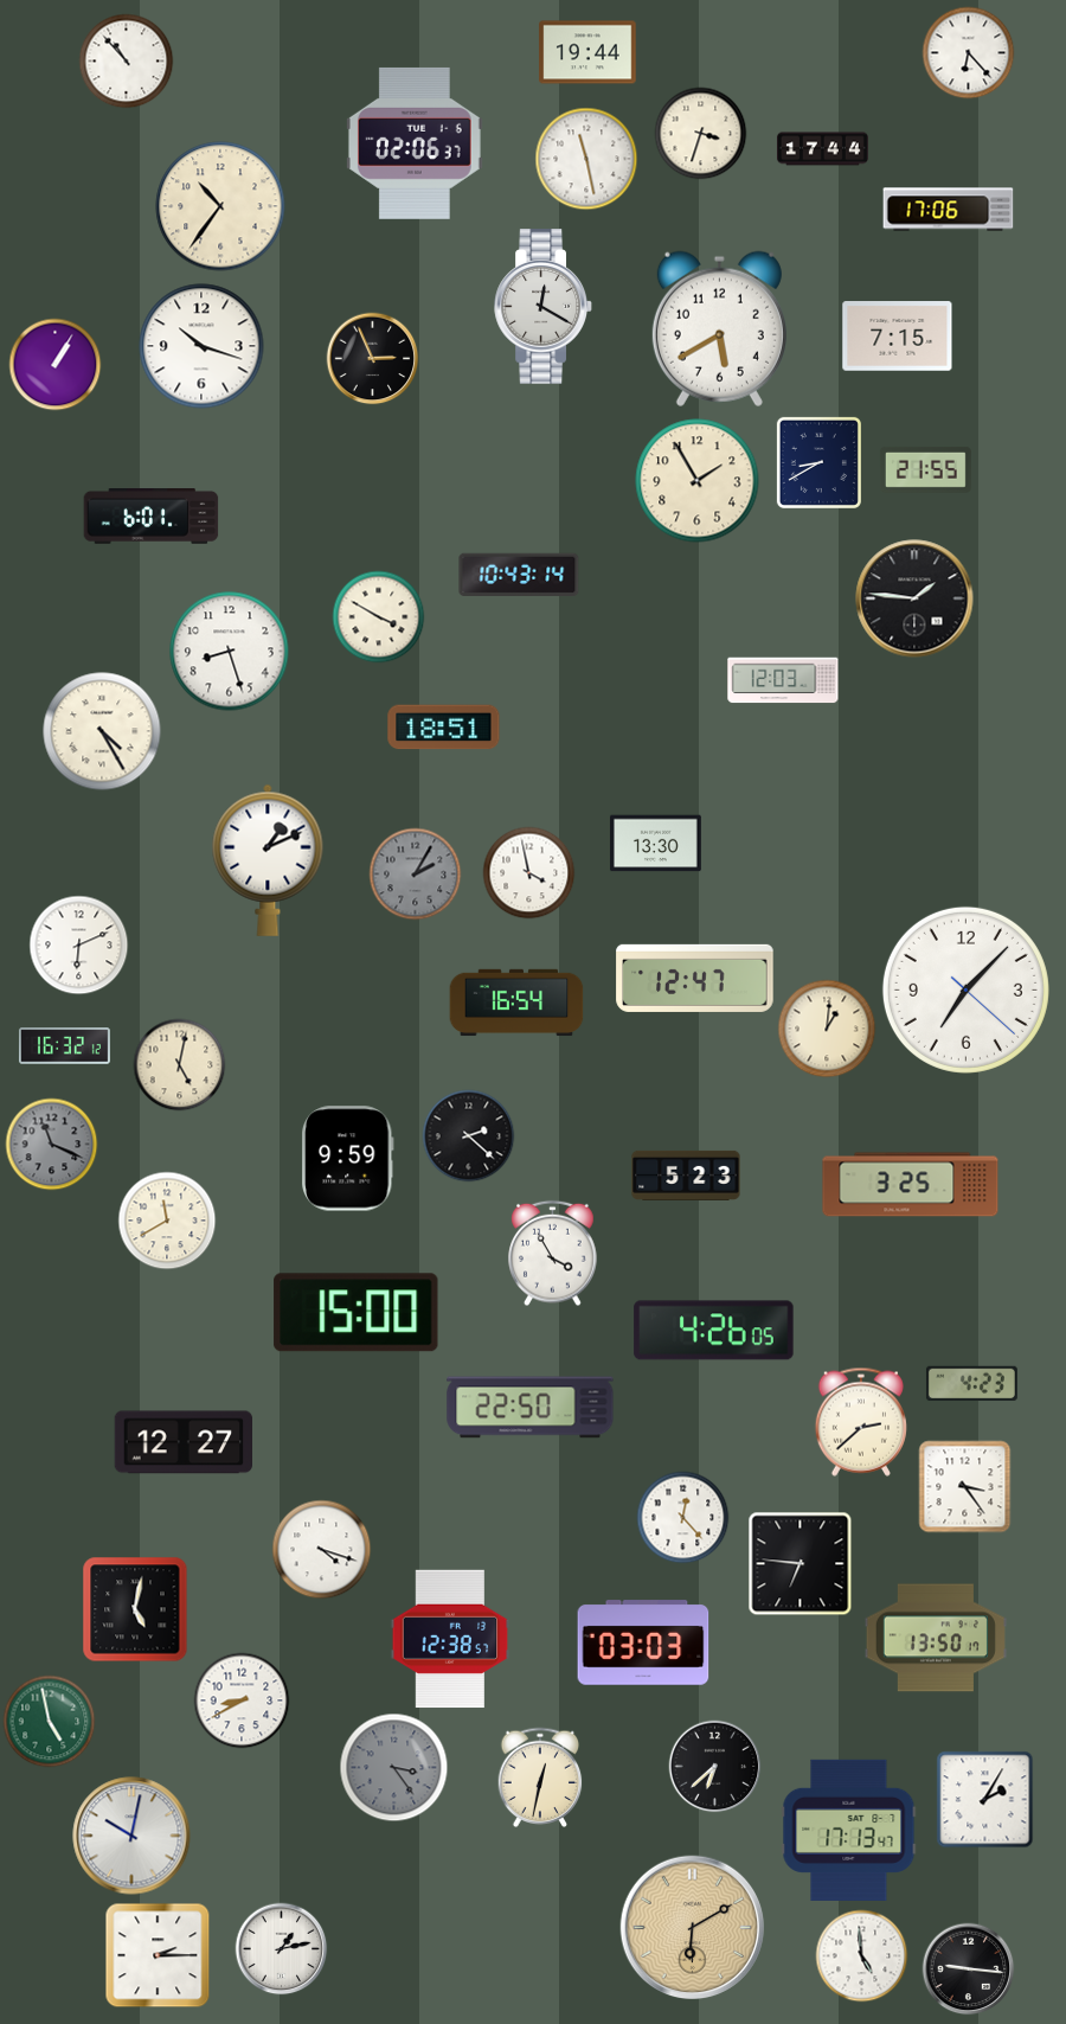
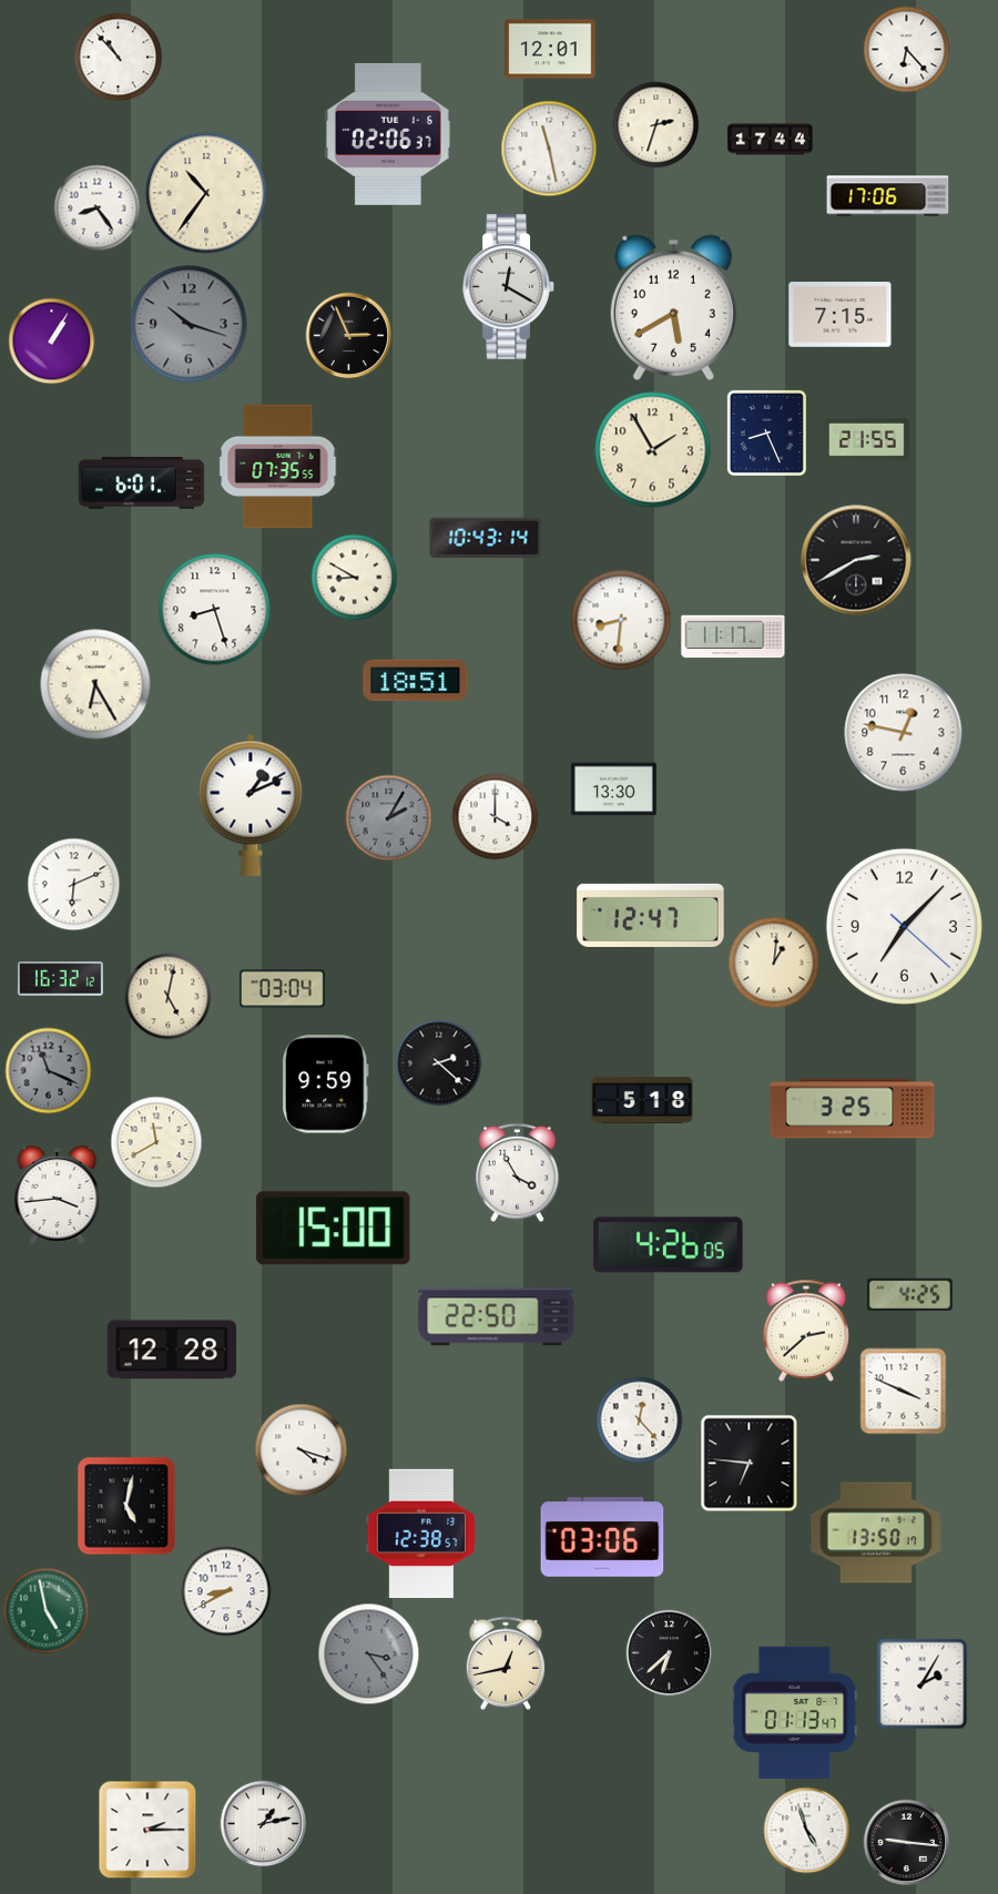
clock at (587, 52): 19:44 -> 12:01
clock at (700, 133): 3:33 -> 2:33
clock at (96, 207): none -> 8:24
clock at (201, 346) dial: white -> grey
clock at (818, 462): 8:40 -> 8:26
clock at (278, 467): none -> 07:35
clock at (914, 598): 1:46 -> 2:40
clock at (378, 616): 3:50 -> 8:50
clock at (621, 620): none -> 8:31
clock at (783, 680): 12:03 -> 11:17
clock at (102, 731): 4:25 -> 6:25
clock at (904, 733): none -> 12:47
clock at (528, 872): 3:58 -> 4:00
clock at (516, 1003): 16:54 -> none
clock at (282, 989): none -> 03:04
clock at (686, 1176): 5:23 -> 5:18
clock at (58, 1194): none -> 3:44
clock at (971, 1384): 4:23 -> 4:25
clock at (182, 1442): 12:27 -> 12:28
clock at (964, 1486): 3:24 -> 3:49
clock at (643, 1642): 03:03 -> 03:06
clock at (540, 1778): 12:32 -> 12:43
clock at (849, 1830): 17:13 -> 01:13
clock at (131, 1836): 10:02 -> none
clock at (693, 1928): 6:10 -> none
clock at (861, 1955): 4:59 -> 4:57
